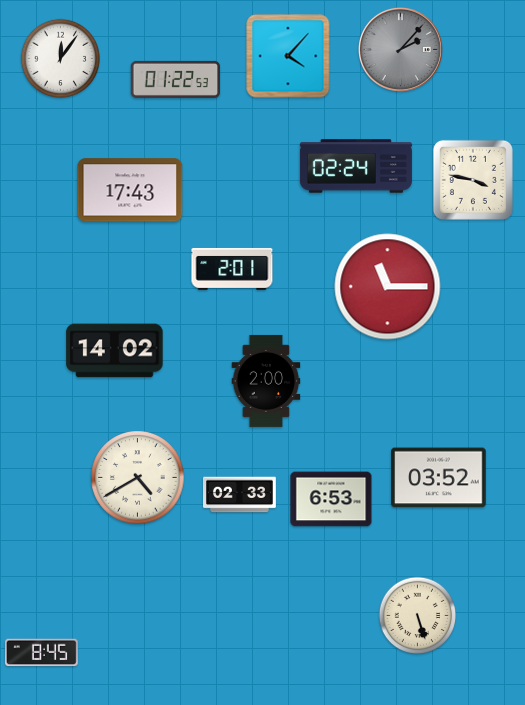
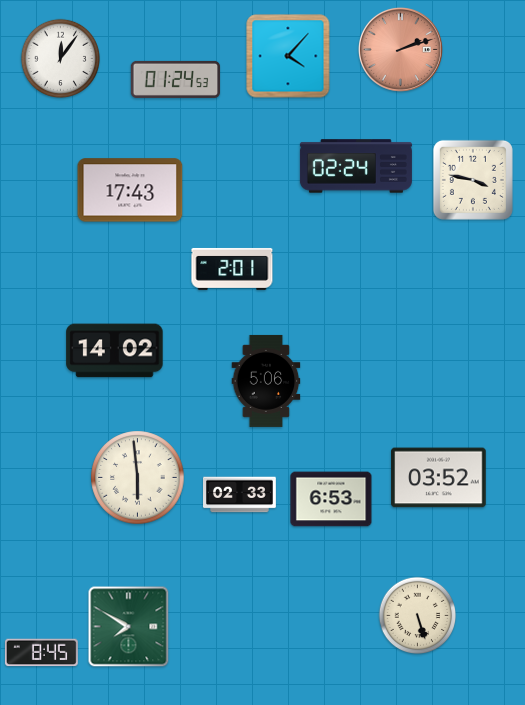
clock at (400, 49): 2:07 -> 2:12
clock at (400, 49) dial: grey -> salmon
clock at (176, 79): 01:22 -> 01:24
clock at (388, 287): 11:15 -> none
clock at (266, 381): 2:00 -> 5:06
clock at (138, 478): 4:40 -> 5:59
clock at (129, 627): none -> 7:50
